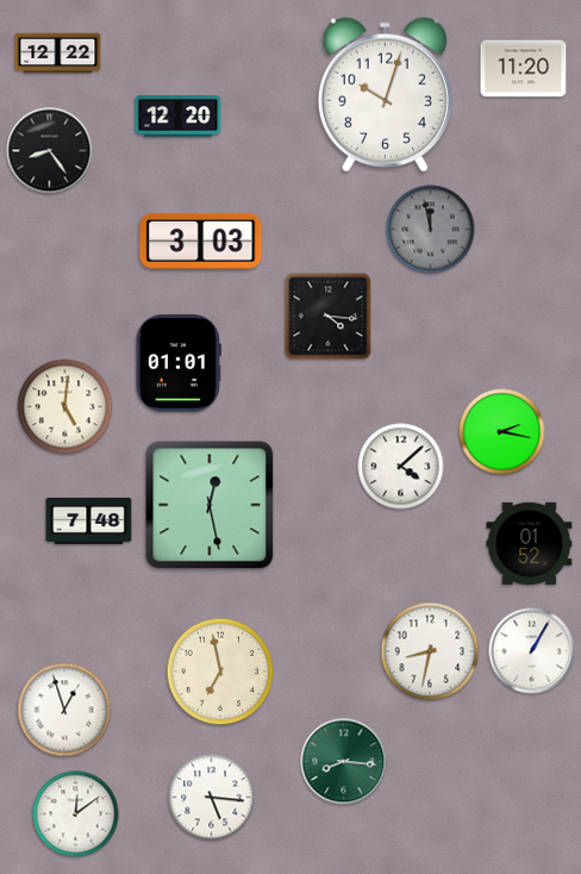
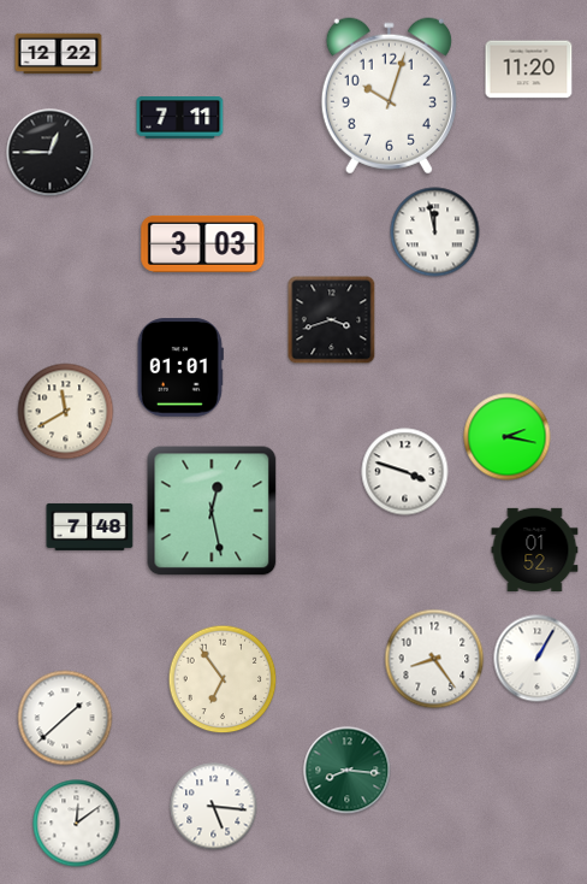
clock at (179, 117): 12:20 -> 7:11
clock at (50, 151): 8:24 -> 12:45
clock at (431, 230) dial: grey -> white
clock at (329, 317): 4:16 -> 3:42
clock at (65, 407): 5:01 -> 11:40
clock at (401, 467): 4:08 -> 3:48
clock at (430, 651): 8:32 -> 8:24
clock at (220, 672): 6:58 -> 6:54
clock at (64, 710): 12:57 -> 1:38
